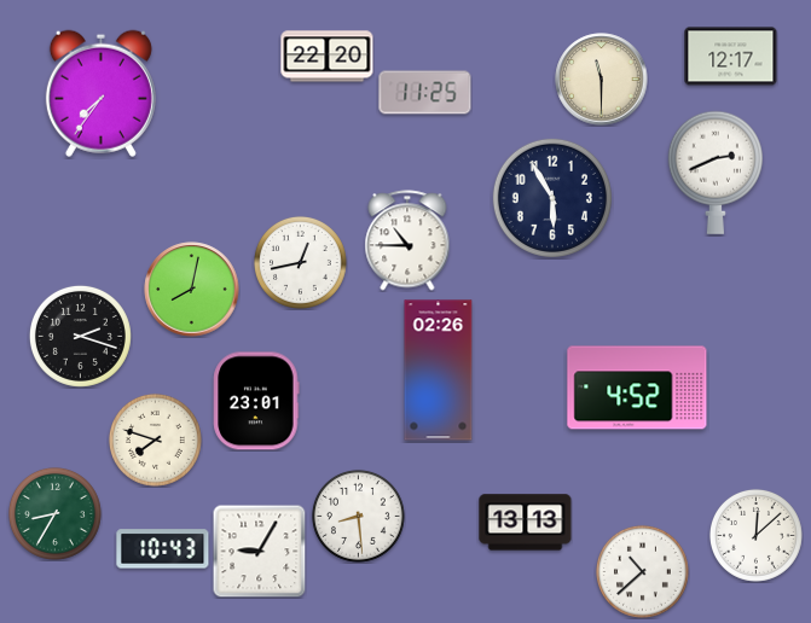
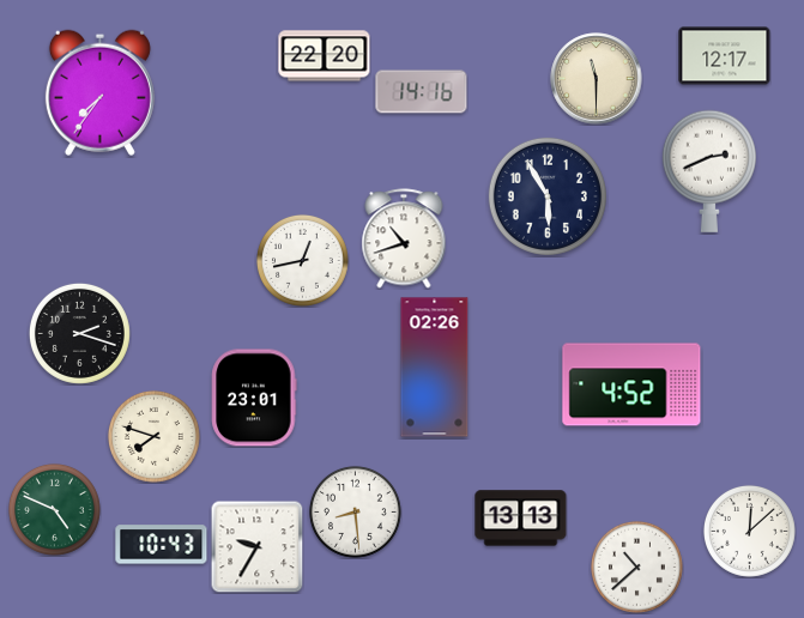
clock at (425, 93): 11:25 -> 14:16
clock at (407, 240): 10:45 -> 10:42
clock at (301, 263) position: (301, 263) -> (303, 261)
clock at (192, 290): 8:02 -> none
clock at (56, 514): 8:35 -> 4:49
clock at (259, 551): 9:05 -> 9:35
